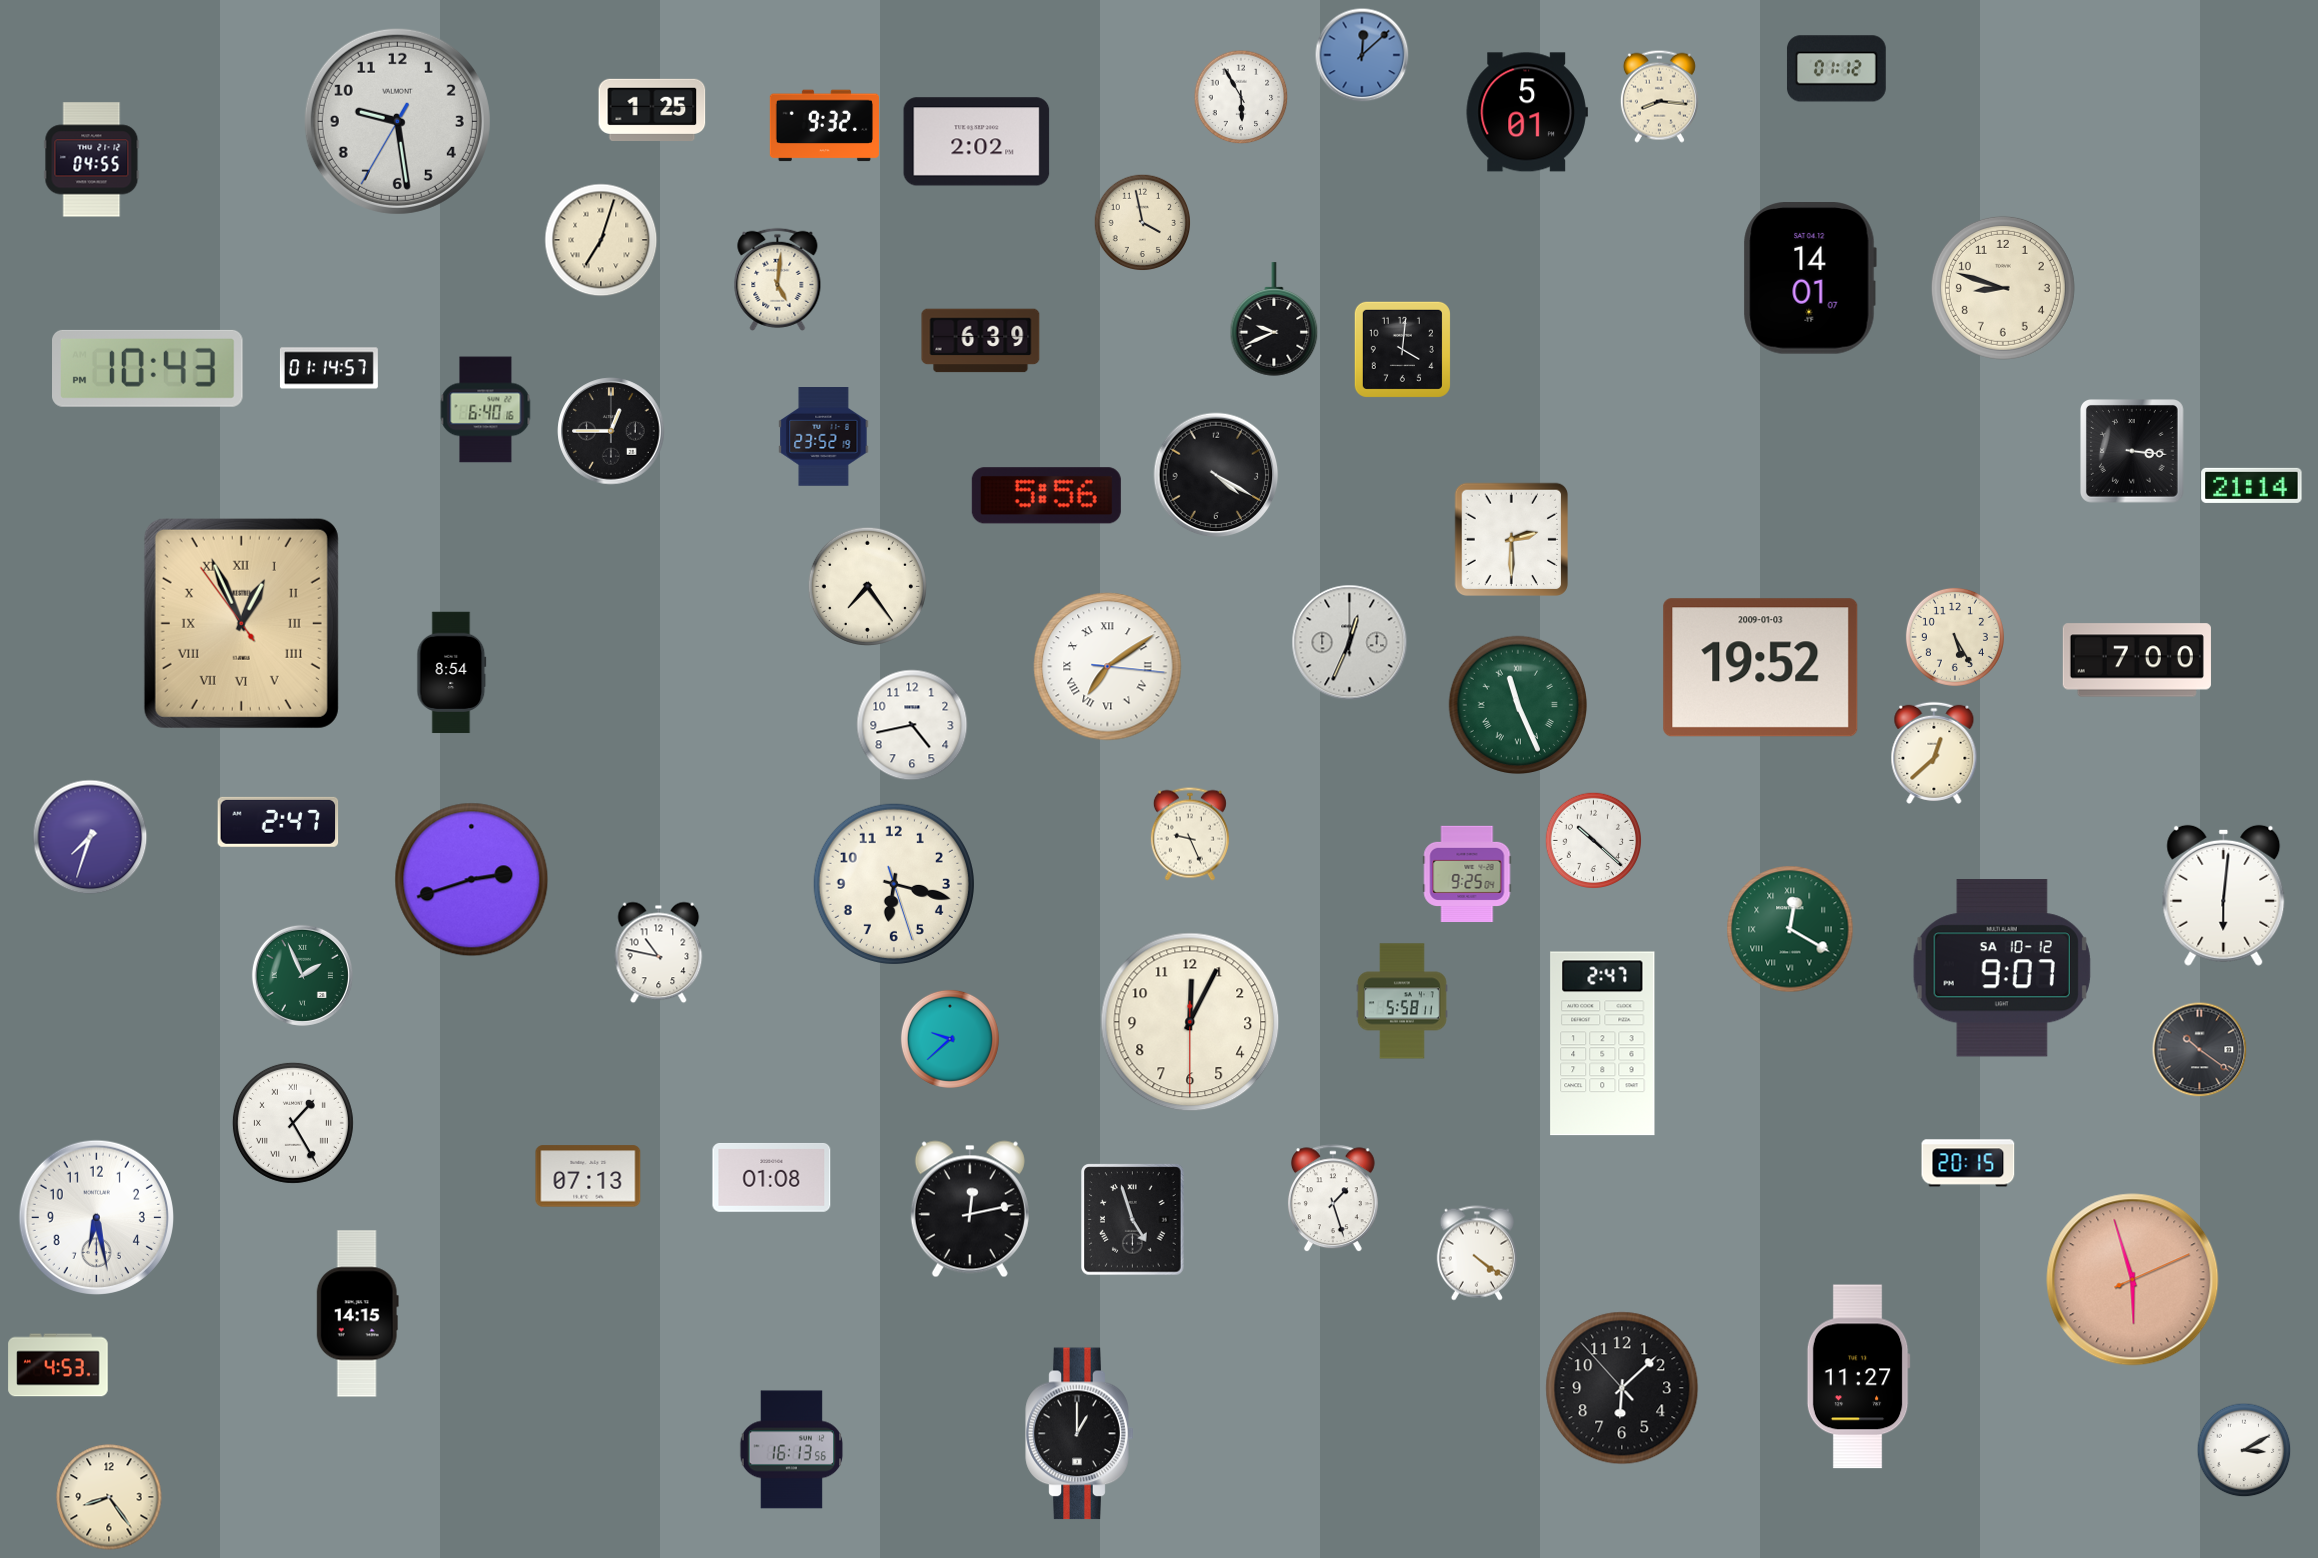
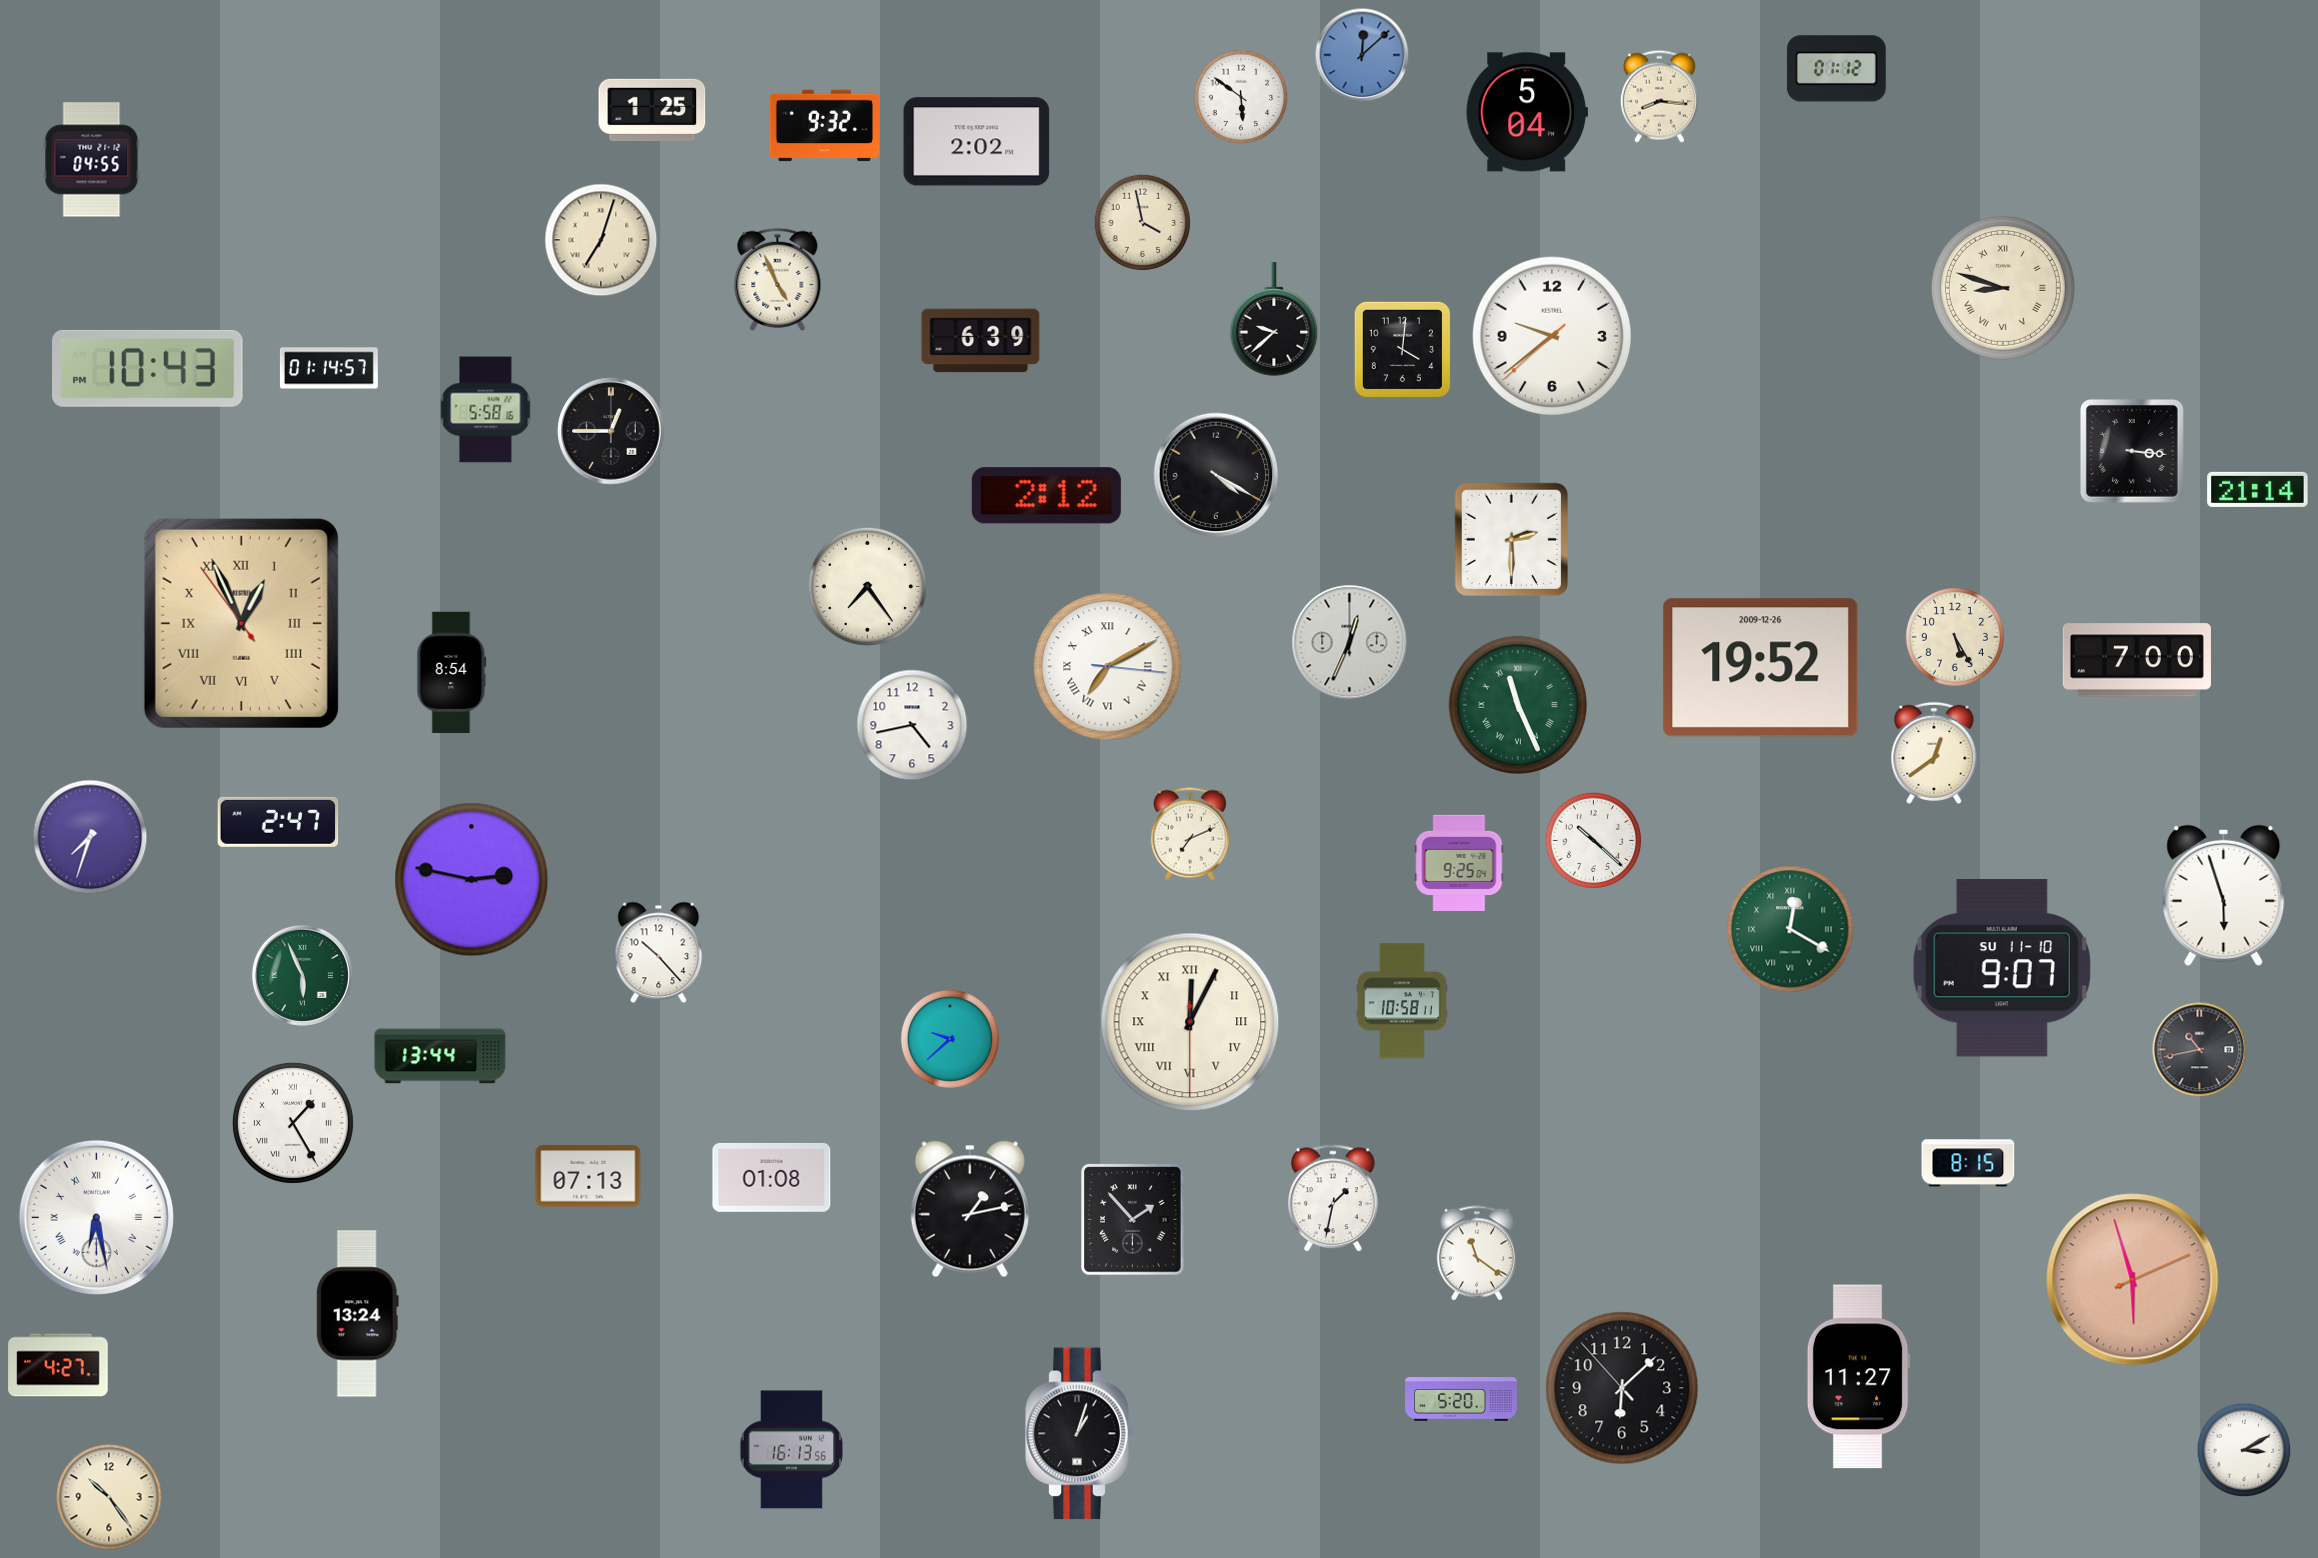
clock at (1241, 97): 5:55 -> 5:51
clock at (1527, 112): 5:01 -> 5:04
clock at (397, 121): 9:28 -> none
clock at (778, 279): 5:01 -> 4:56
clock at (1810, 279): 14:01 -> none
clock at (2003, 288) numerals: Arabic -> Roman
clock at (1274, 319): 9:41 -> 9:38
clock at (1552, 336): none -> 9:38
clock at (486, 410): 6:40 -> 5:58
clock at (824, 437): 23:52 -> none
clock at (2252, 485) position: (2252, 485) -> (2258, 489)
clock at (1046, 496): 5:56 -> 2:12
clock at (1108, 667): 7:09 -> 7:10
clock at (1761, 668) date: 2009-01-03 -> 2009-12-26
clock at (1934, 753): 12:38 -> 12:39
clock at (1190, 834): 9:26 -> 7:11
clock at (1467, 873) position: (1467, 873) -> (1459, 862)
clock at (472, 880): 2:42 -> 2:47
clock at (894, 884): 6:17 -> none
clock at (2224, 895): 6:01 -> 5:57
clock at (659, 953): 10:47 -> 10:23
clock at (2002, 968) date: SA 10-12 -> SU 11-10
clock at (302, 975): 1:56 -> 5:56
clock at (1403, 1001): 5:58 -> 10:58
clock at (1190, 1022) numerals: Arabic -> Roman
clock at (1603, 1044): 2:47 -> none
clock at (2200, 1050): 10:21 -> 10:43
clock at (440, 1056): none -> 13:44
clock at (1968, 1163): 20:15 -> 8:15
clock at (1333, 1199): 1:27 -> 1:32
clock at (970, 1209): 12:13 -> 1:13
clock at (96, 1217) numerals: Arabic -> Roman
clock at (1133, 1220): 4:57 -> 1:53
clock at (1477, 1253): 4:21 -> 11:21
clock at (357, 1314): 14:15 -> 13:24
clock at (58, 1365): 4:53 -> 4:27
clock at (1461, 1399): none -> 5:20
clock at (1080, 1434): 1:00 -> 1:03
clock at (109, 1497): 8:24 -> 10:24
